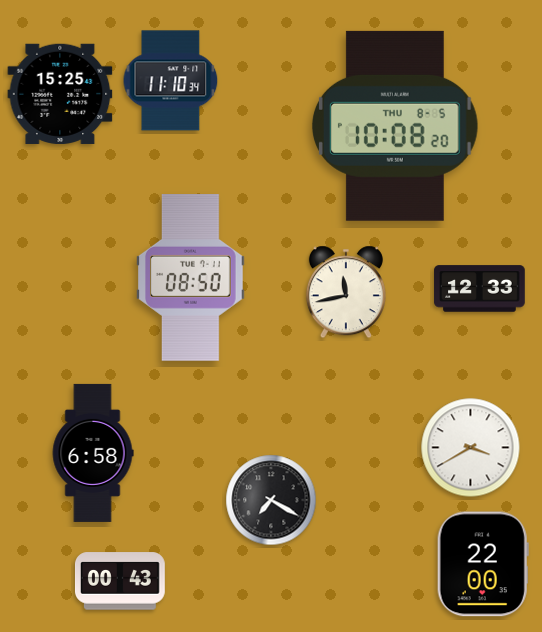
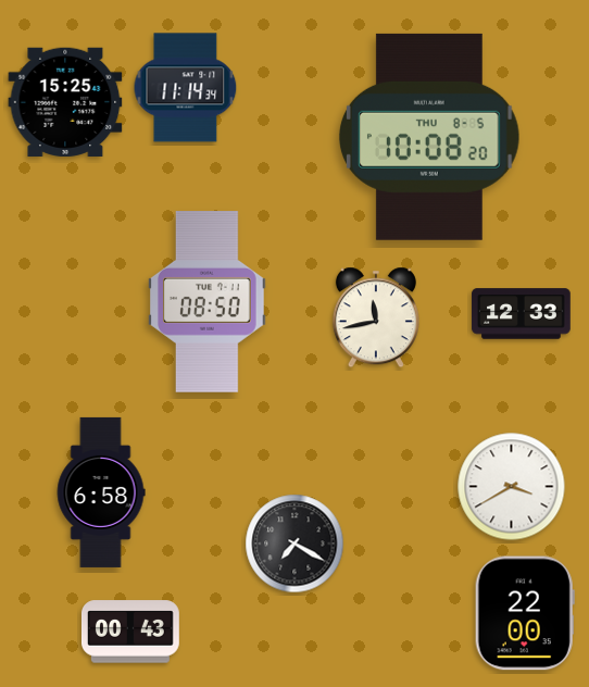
clock at (171, 81): 11:10 -> 11:14
